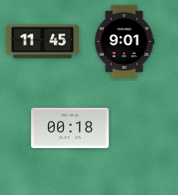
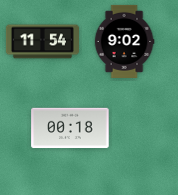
clock at (124, 41): 9:01 -> 9:02
clock at (42, 42): 11:45 -> 11:54
